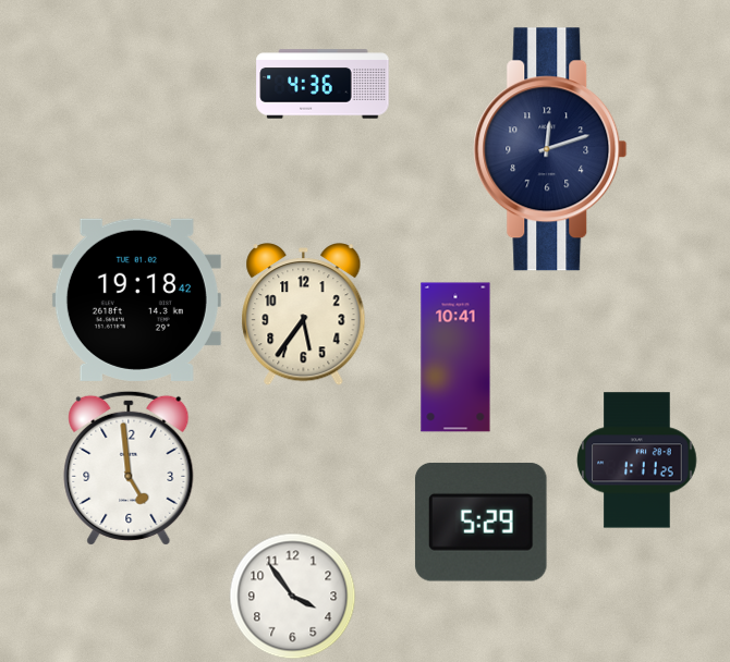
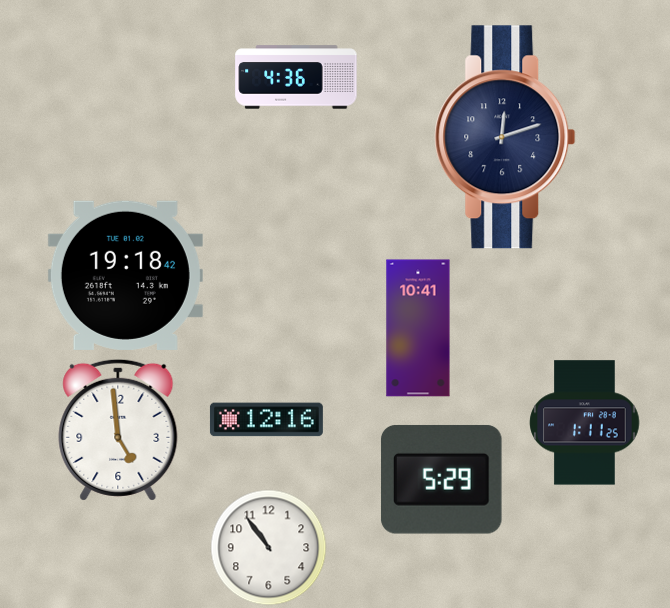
clock at (304, 315): 5:36 -> none
clock at (266, 420): none -> 12:16
clock at (293, 597): 3:54 -> 10:54
